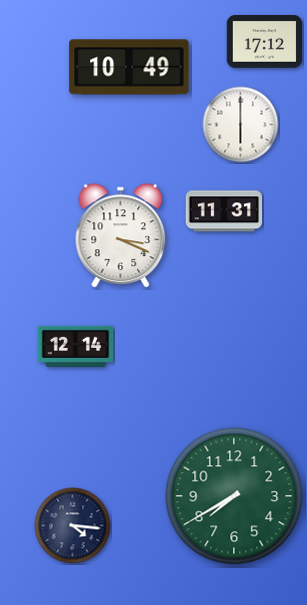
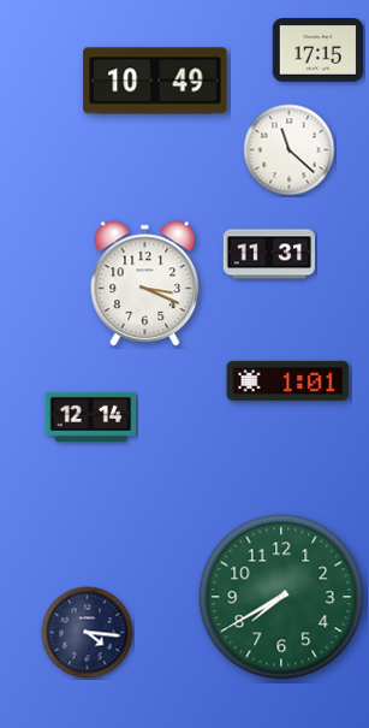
clock at (265, 42): 17:12 -> 17:15
clock at (241, 125): 6:00 -> 11:22
clock at (288, 380): none -> 1:01
